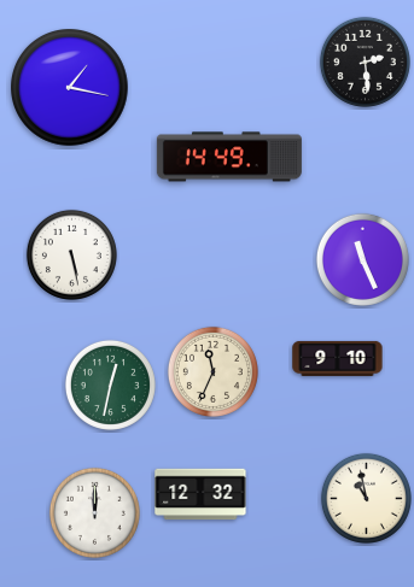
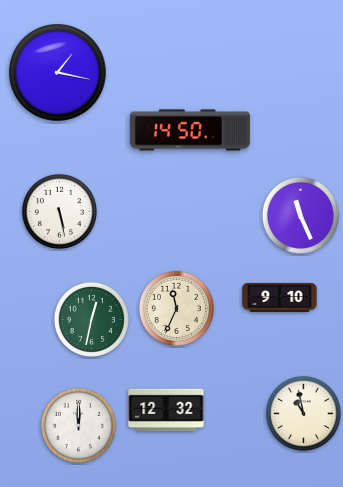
clock at (365, 61): 2:29 -> none
clock at (229, 157): 14:49 -> 14:50
